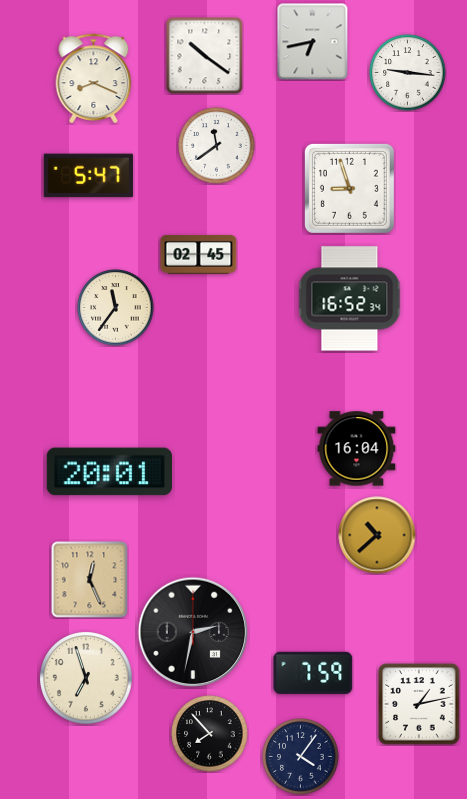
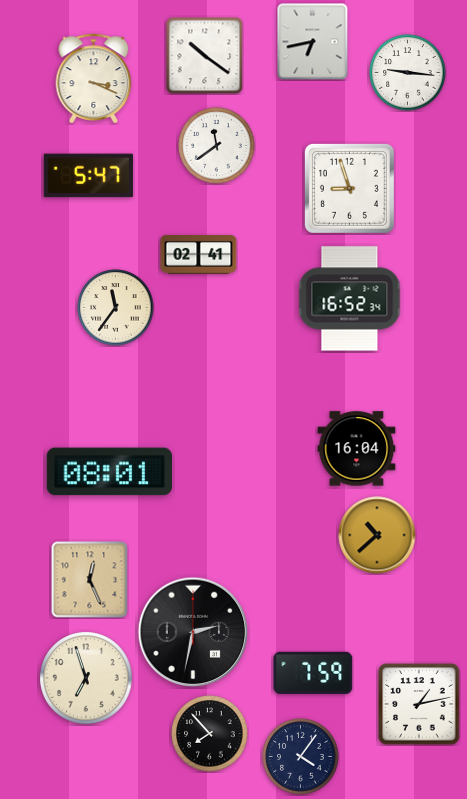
clock at (94, 78): 8:19 -> 3:19
clock at (199, 254): 02:45 -> 02:41
clock at (109, 472): 20:01 -> 08:01
